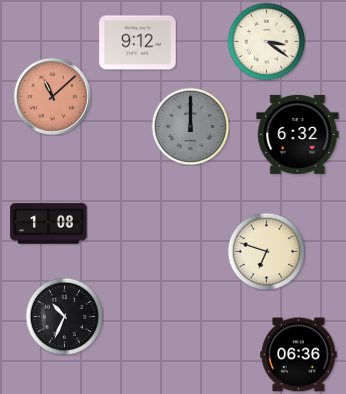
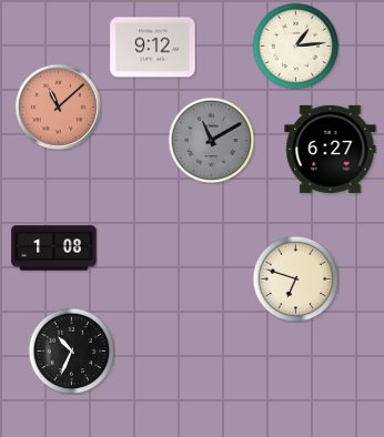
clock at (266, 41): 3:21 -> 1:14
clock at (190, 126): 12:00 -> 11:10
clock at (298, 134): 6:32 -> 6:27
clock at (299, 355): 06:36 -> none
